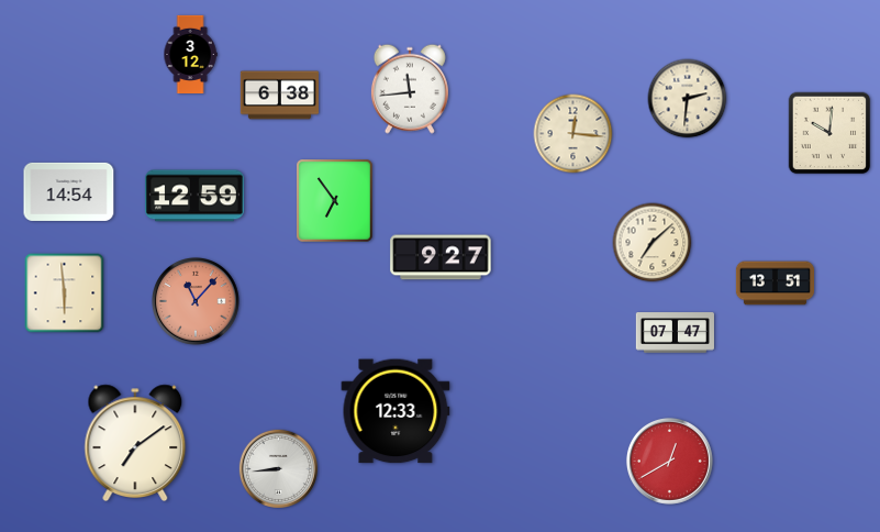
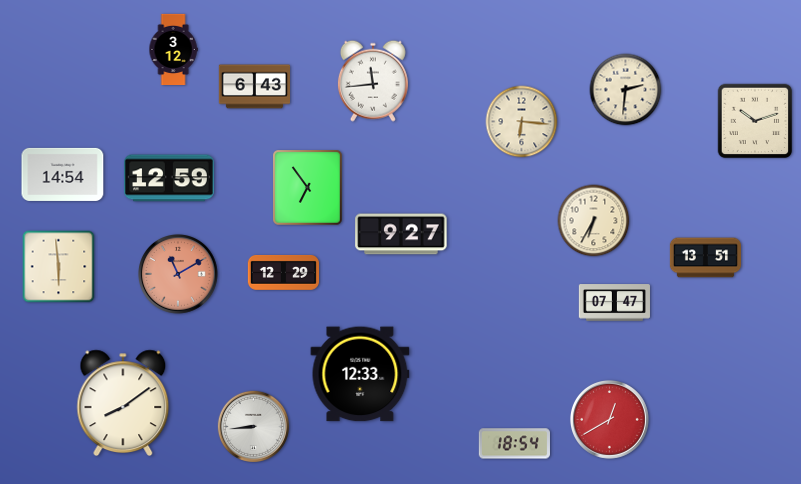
clock at (279, 96): 6:38 -> 6:43
clock at (829, 133): 10:01 -> 10:12
clock at (573, 134): 12:16 -> 6:16
clock at (196, 196) position: (196, 196) -> (170, 178)
clock at (335, 201) position: (335, 201) -> (308, 188)
clock at (653, 243): 7:08 -> 6:35
clock at (283, 272): none -> 12:29
clock at (197, 302): 11:07 -> 11:10
clock at (135, 443): 7:09 -> 8:09
clock at (514, 444): none -> 18:54
